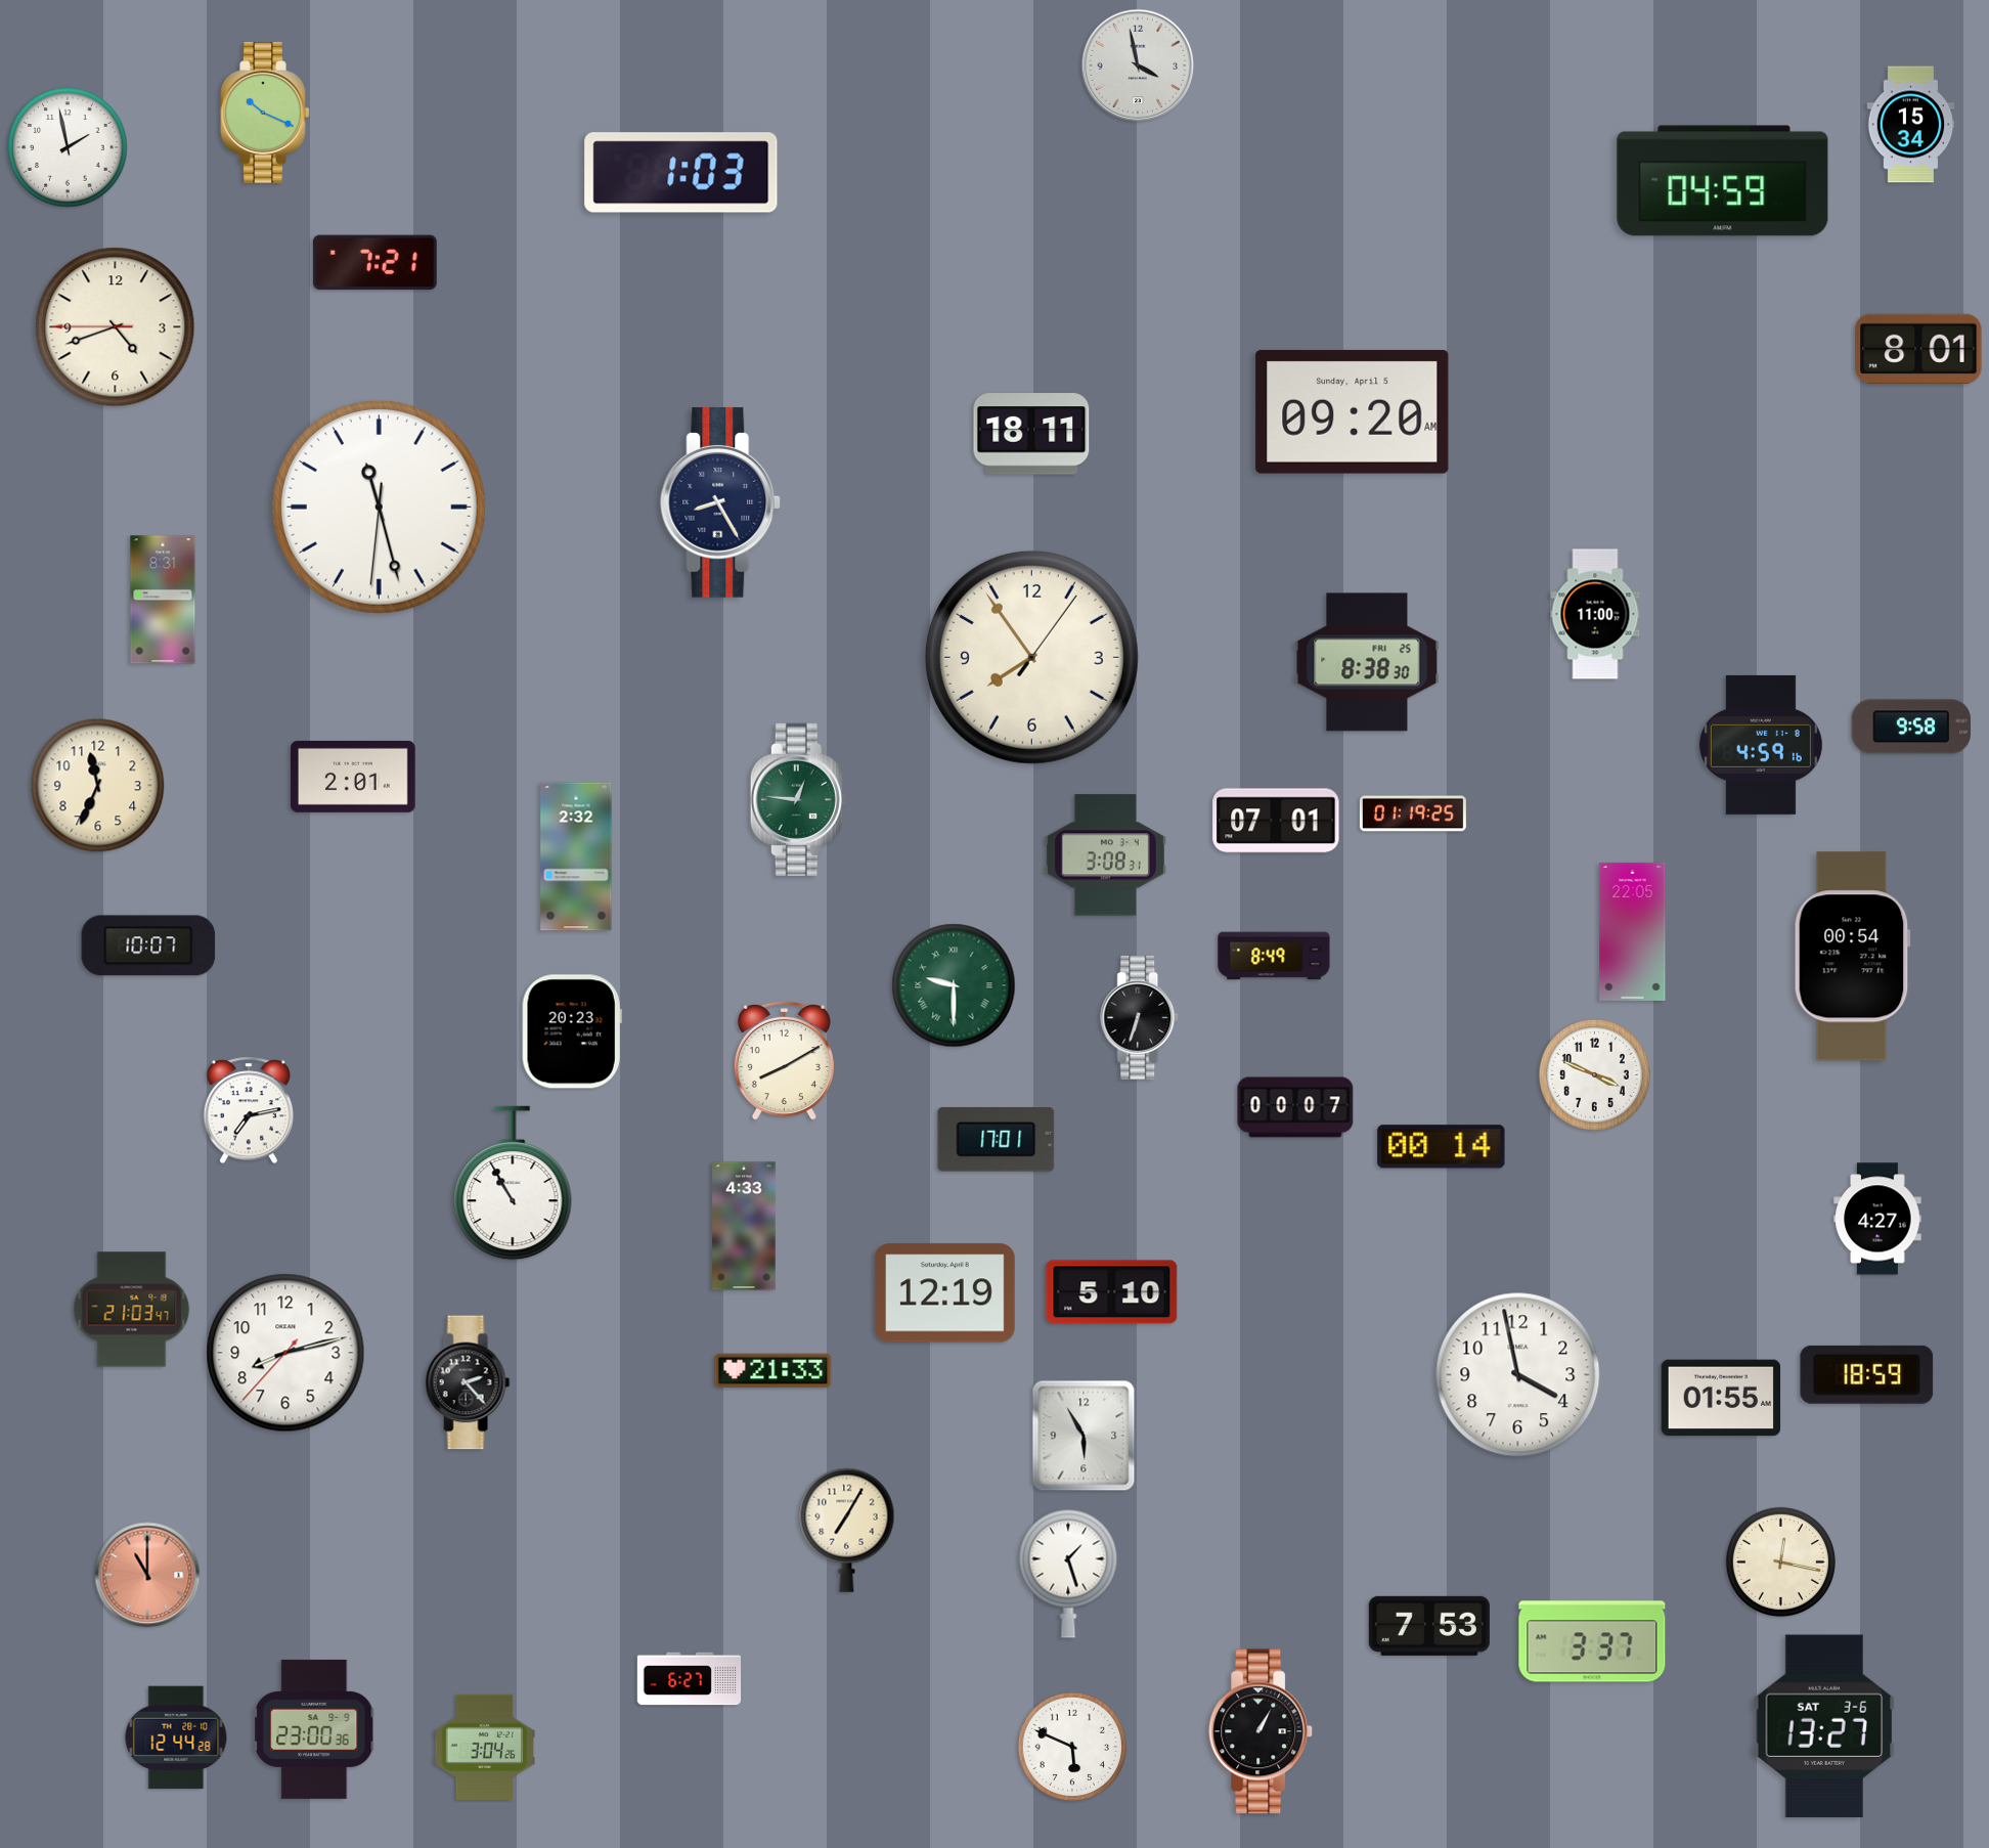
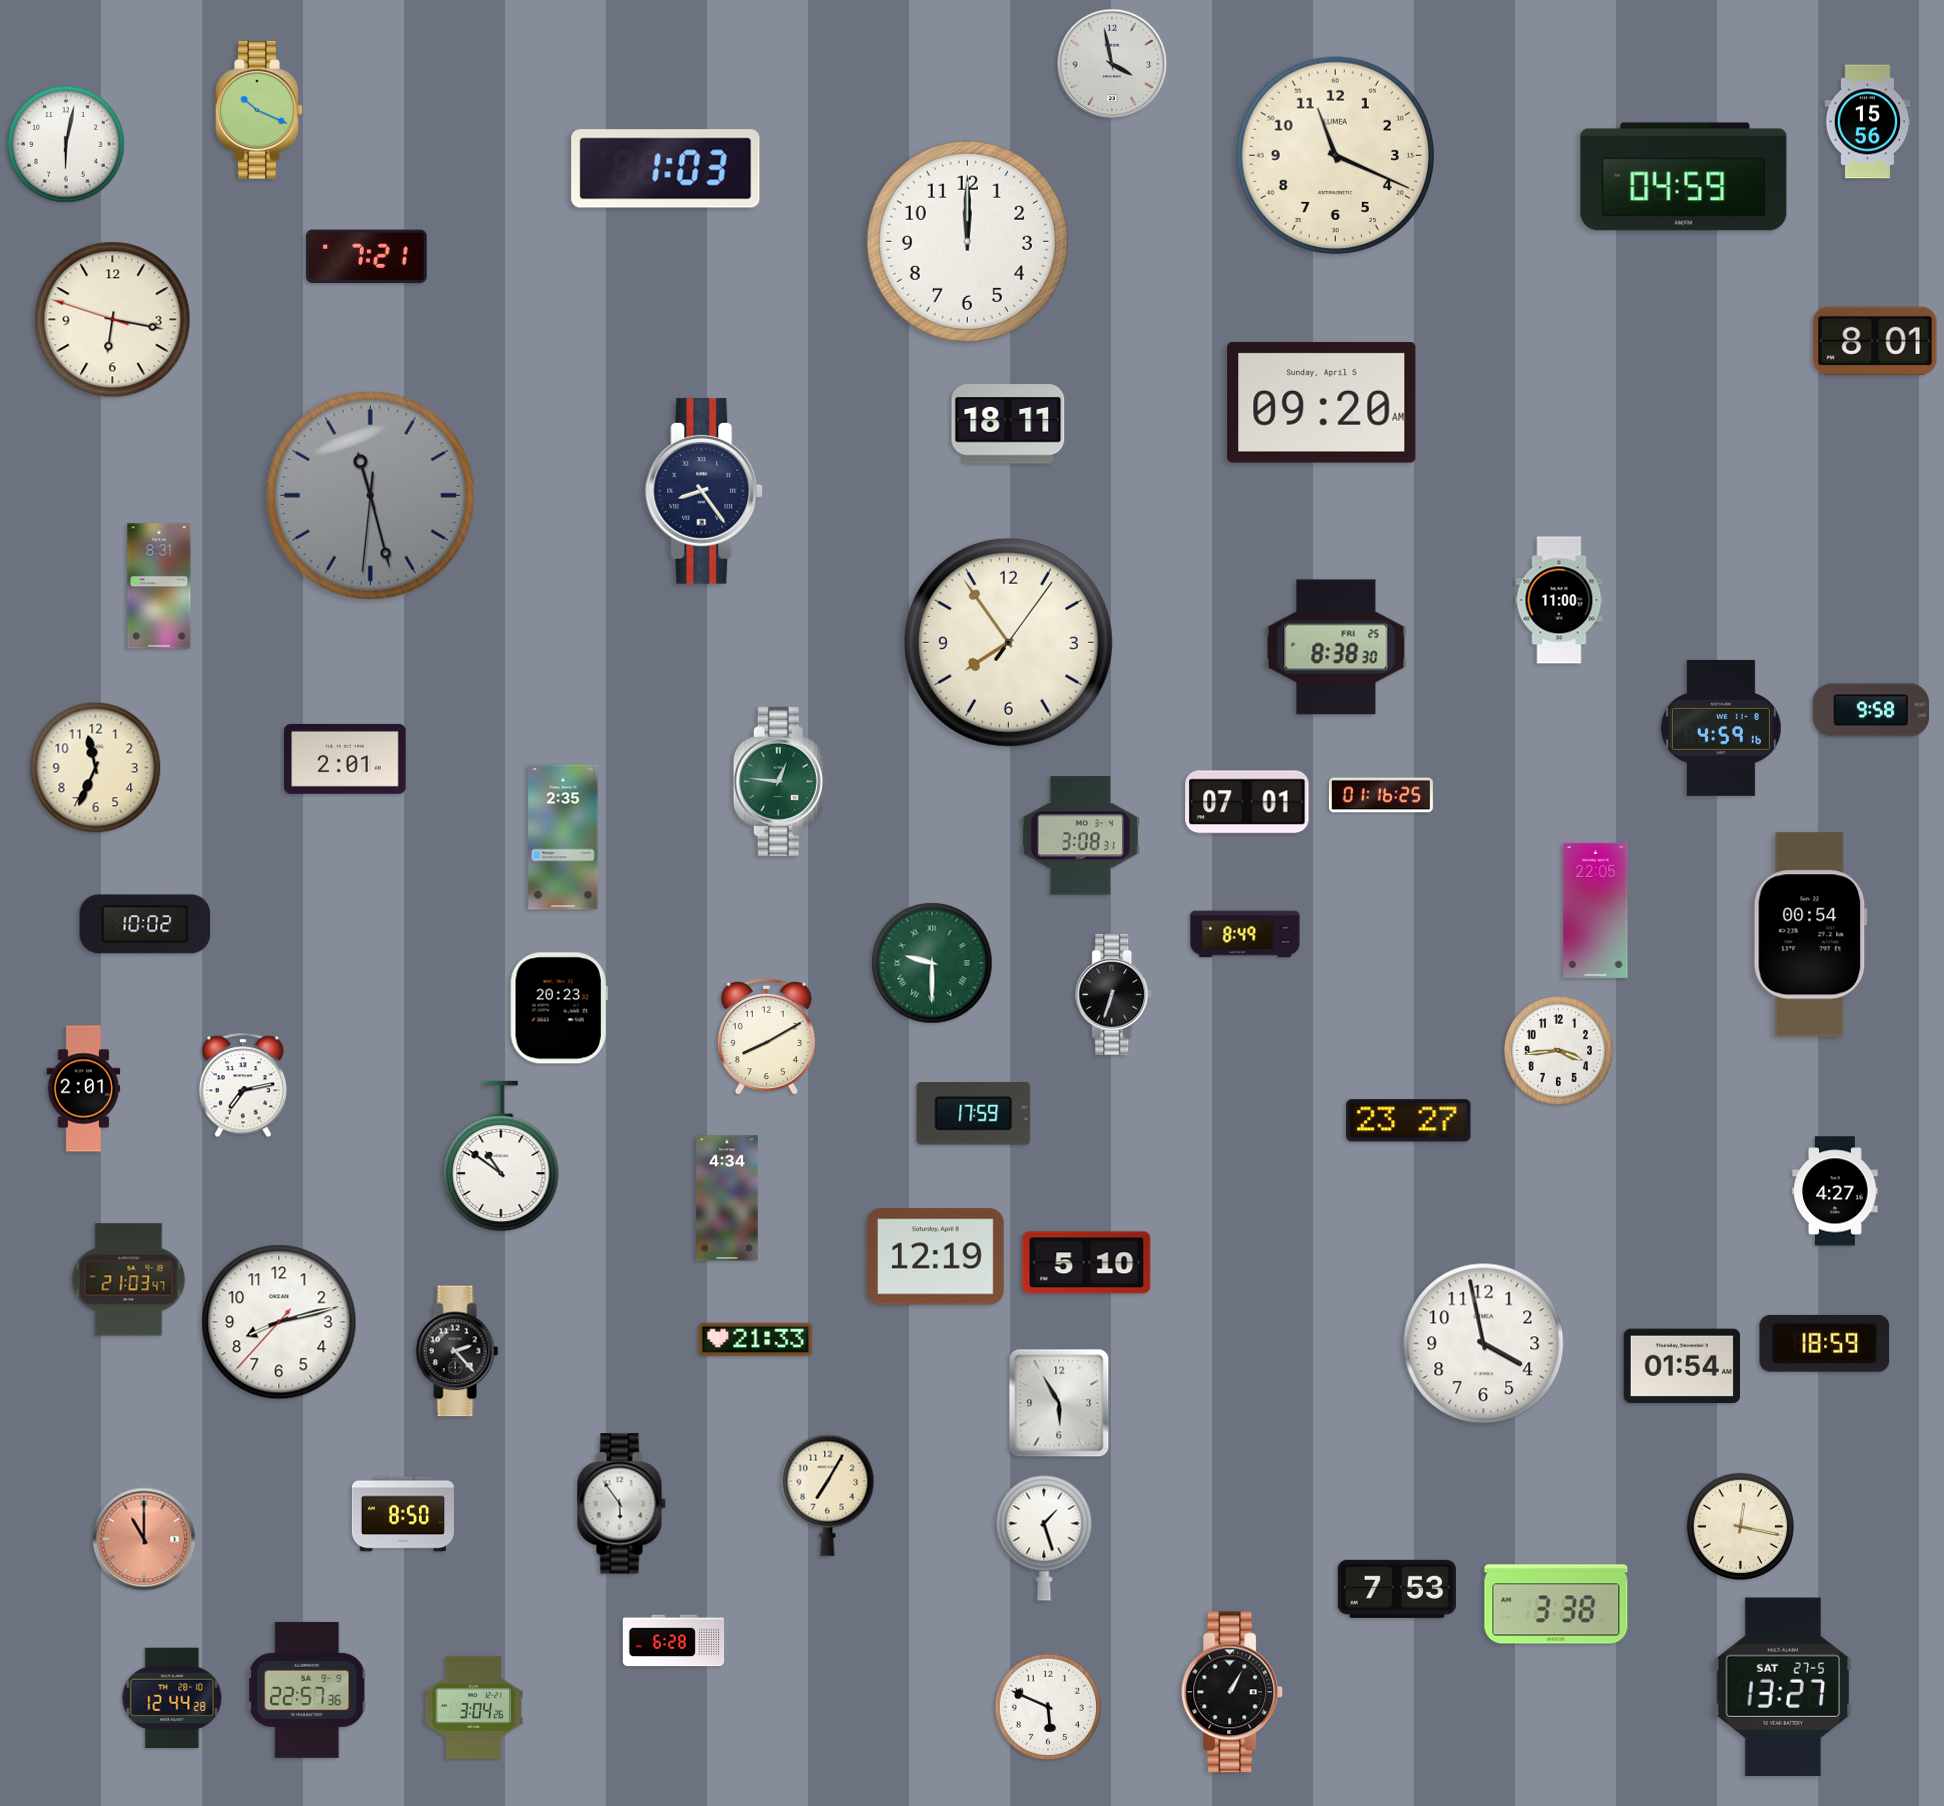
clock at (1911, 125): 15:34 -> 15:56
clock at (68, 147): 1:58 -> 6:02
clock at (1335, 155): none -> 11:19
clock at (967, 241): none -> 12:00
clock at (116, 327): 4:41 -> 6:16
clock at (721, 502): 8:25 -> 8:24
clock at (379, 507) dial: white -> grey
clock at (1910, 727) position: (1910, 727) -> (1870, 710)
clock at (1413, 813): 01:19 -> 01:16
clock at (576, 856): 2:32 -> 2:35
clock at (148, 945): 10:07 -> 10:02
clock at (1594, 1074): 3:49 -> 3:44
clock at (1295, 1107): 00:07 -> none
clock at (84, 1089): none -> 2:01
clock at (997, 1140): 17:01 -> 17:59
clock at (1442, 1147): 00:14 -> 23:27
clock at (513, 1183): 10:55 -> 10:51
clock at (744, 1226): 4:33 -> 4:34
clock at (944, 1293) position: (944, 1293) -> (935, 1257)
clock at (1721, 1398): 01:55 -> 01:54
clock at (621, 1504): none -> 5:54
clock at (403, 1514): none -> 8:50
clock at (1592, 1641): 3:37 -> 3:38
clock at (690, 1679): 6:27 -> 6:28
clock at (1824, 1726) date: SAT 3-6 -> SAT 27-5
clock at (315, 1729): 23:00 -> 22:57
